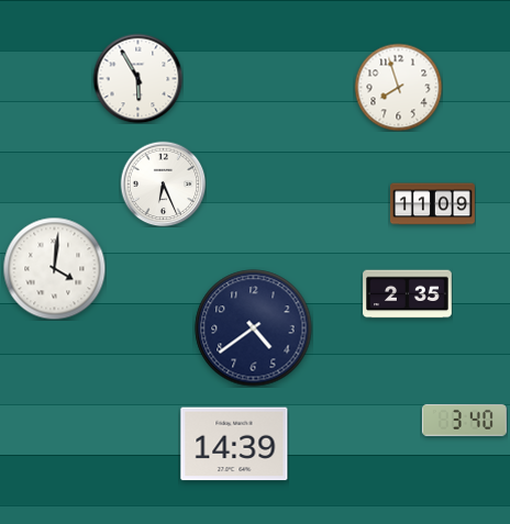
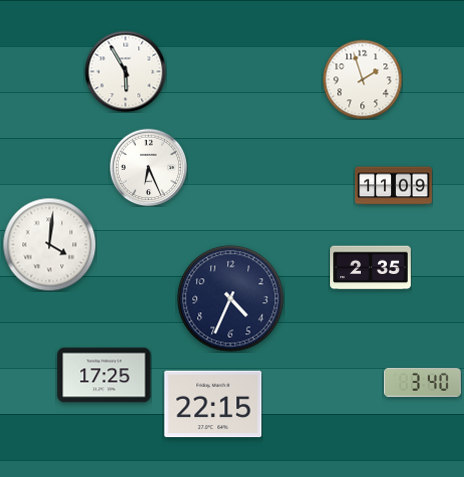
clock at (398, 87): 7:57 -> 1:57
clock at (254, 328): 4:39 -> 4:34
clock at (104, 375): none -> 17:25
clock at (234, 444): 14:39 -> 22:15
